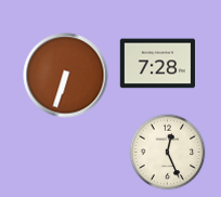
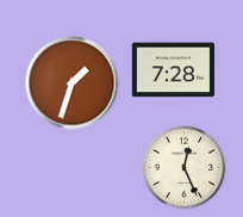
clock at (66, 76): 6:33 -> 1:33
